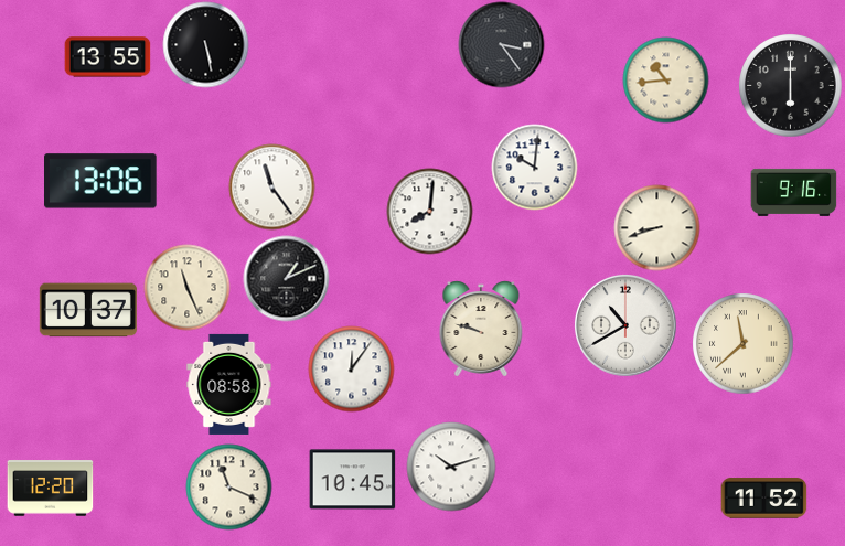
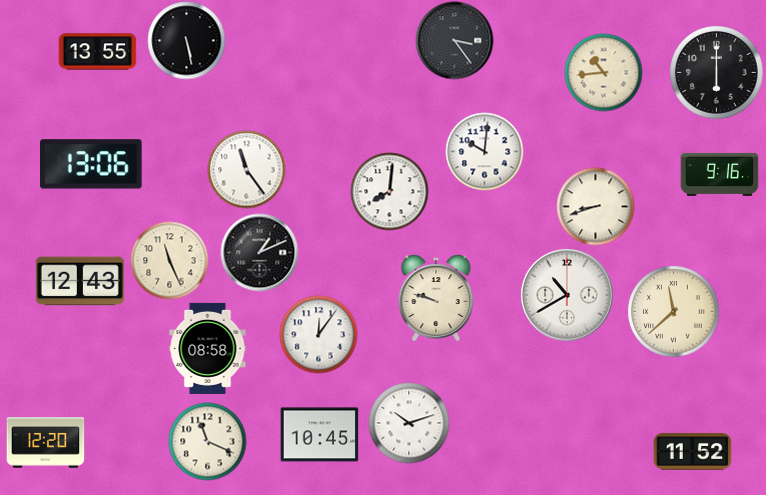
clock at (790, 85) position: (790, 85) -> (716, 72)
clock at (88, 310): 10:37 -> 12:43
